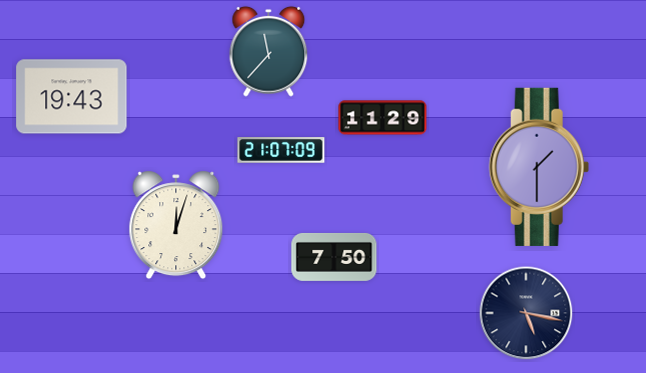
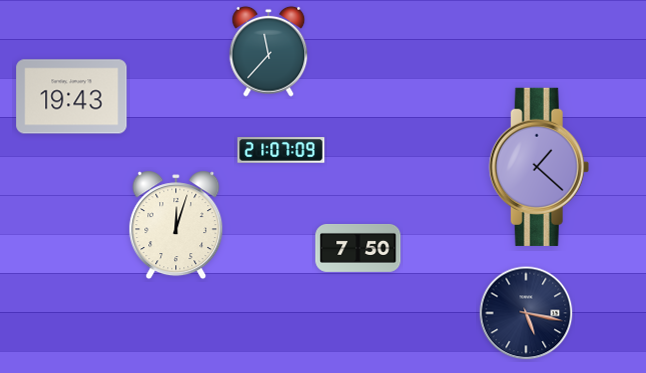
clock at (383, 118): 11:29 -> none
clock at (539, 167): 1:30 -> 1:22
clock at (334, 257) position: (334, 257) -> (358, 248)
